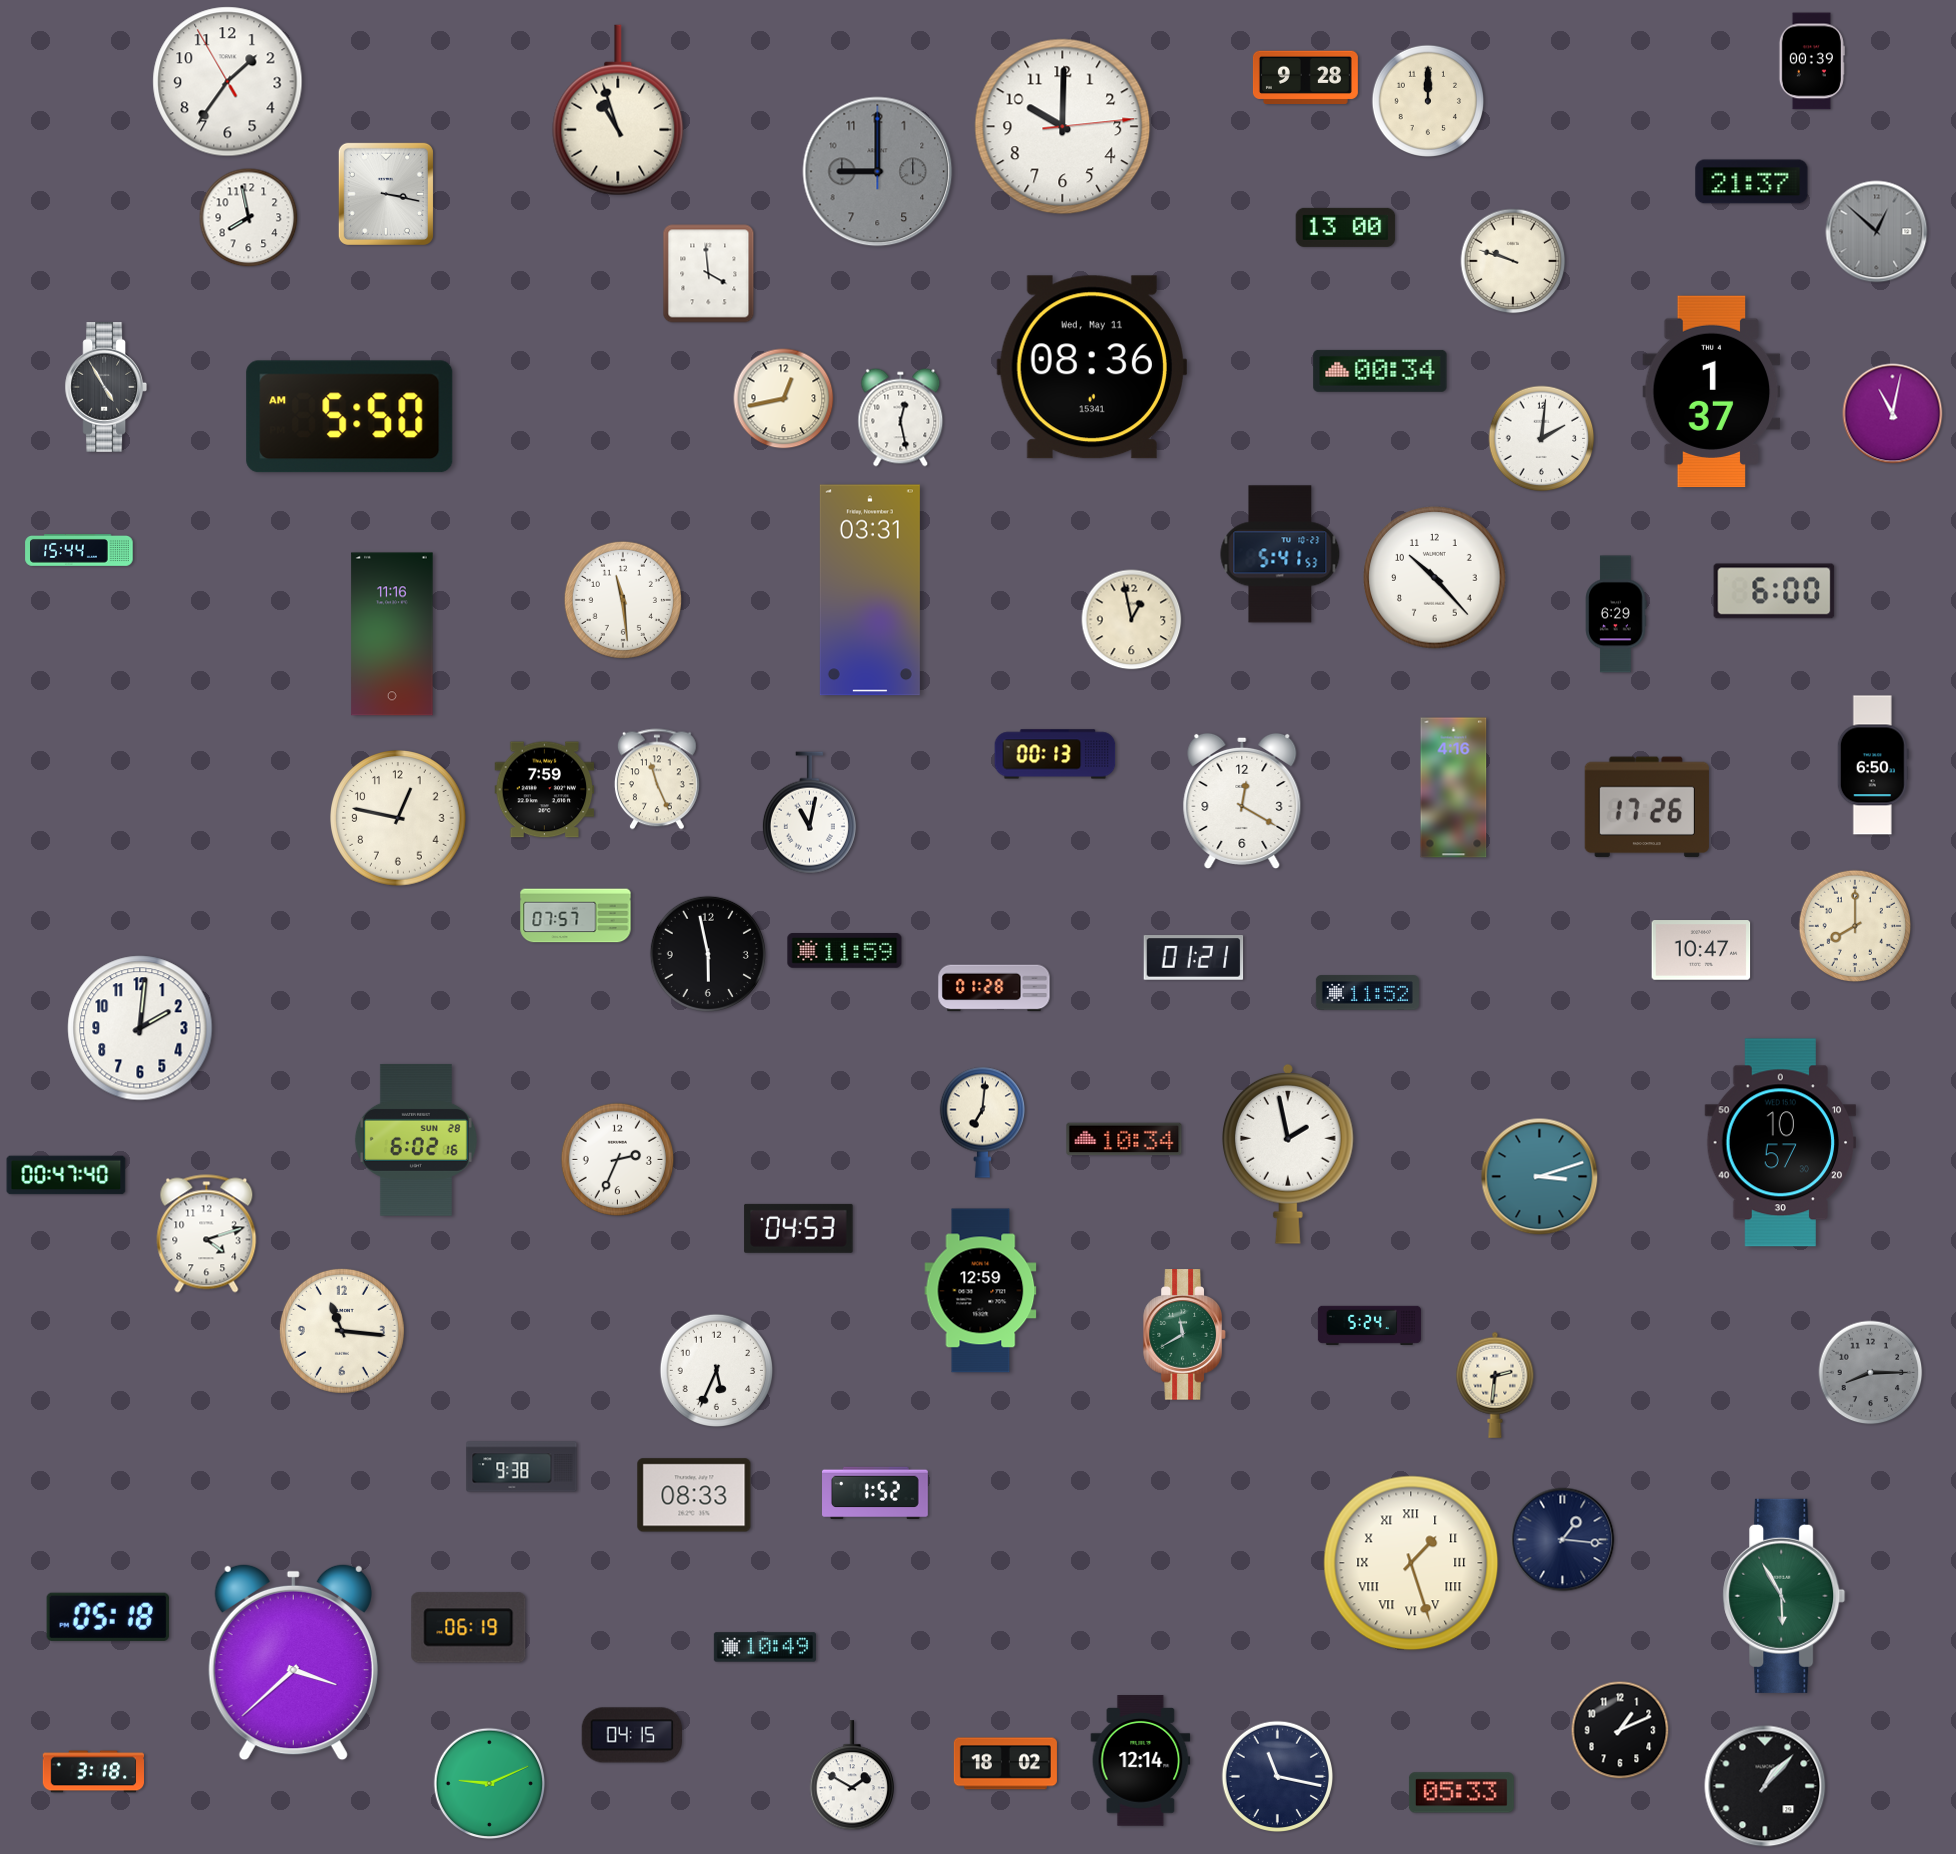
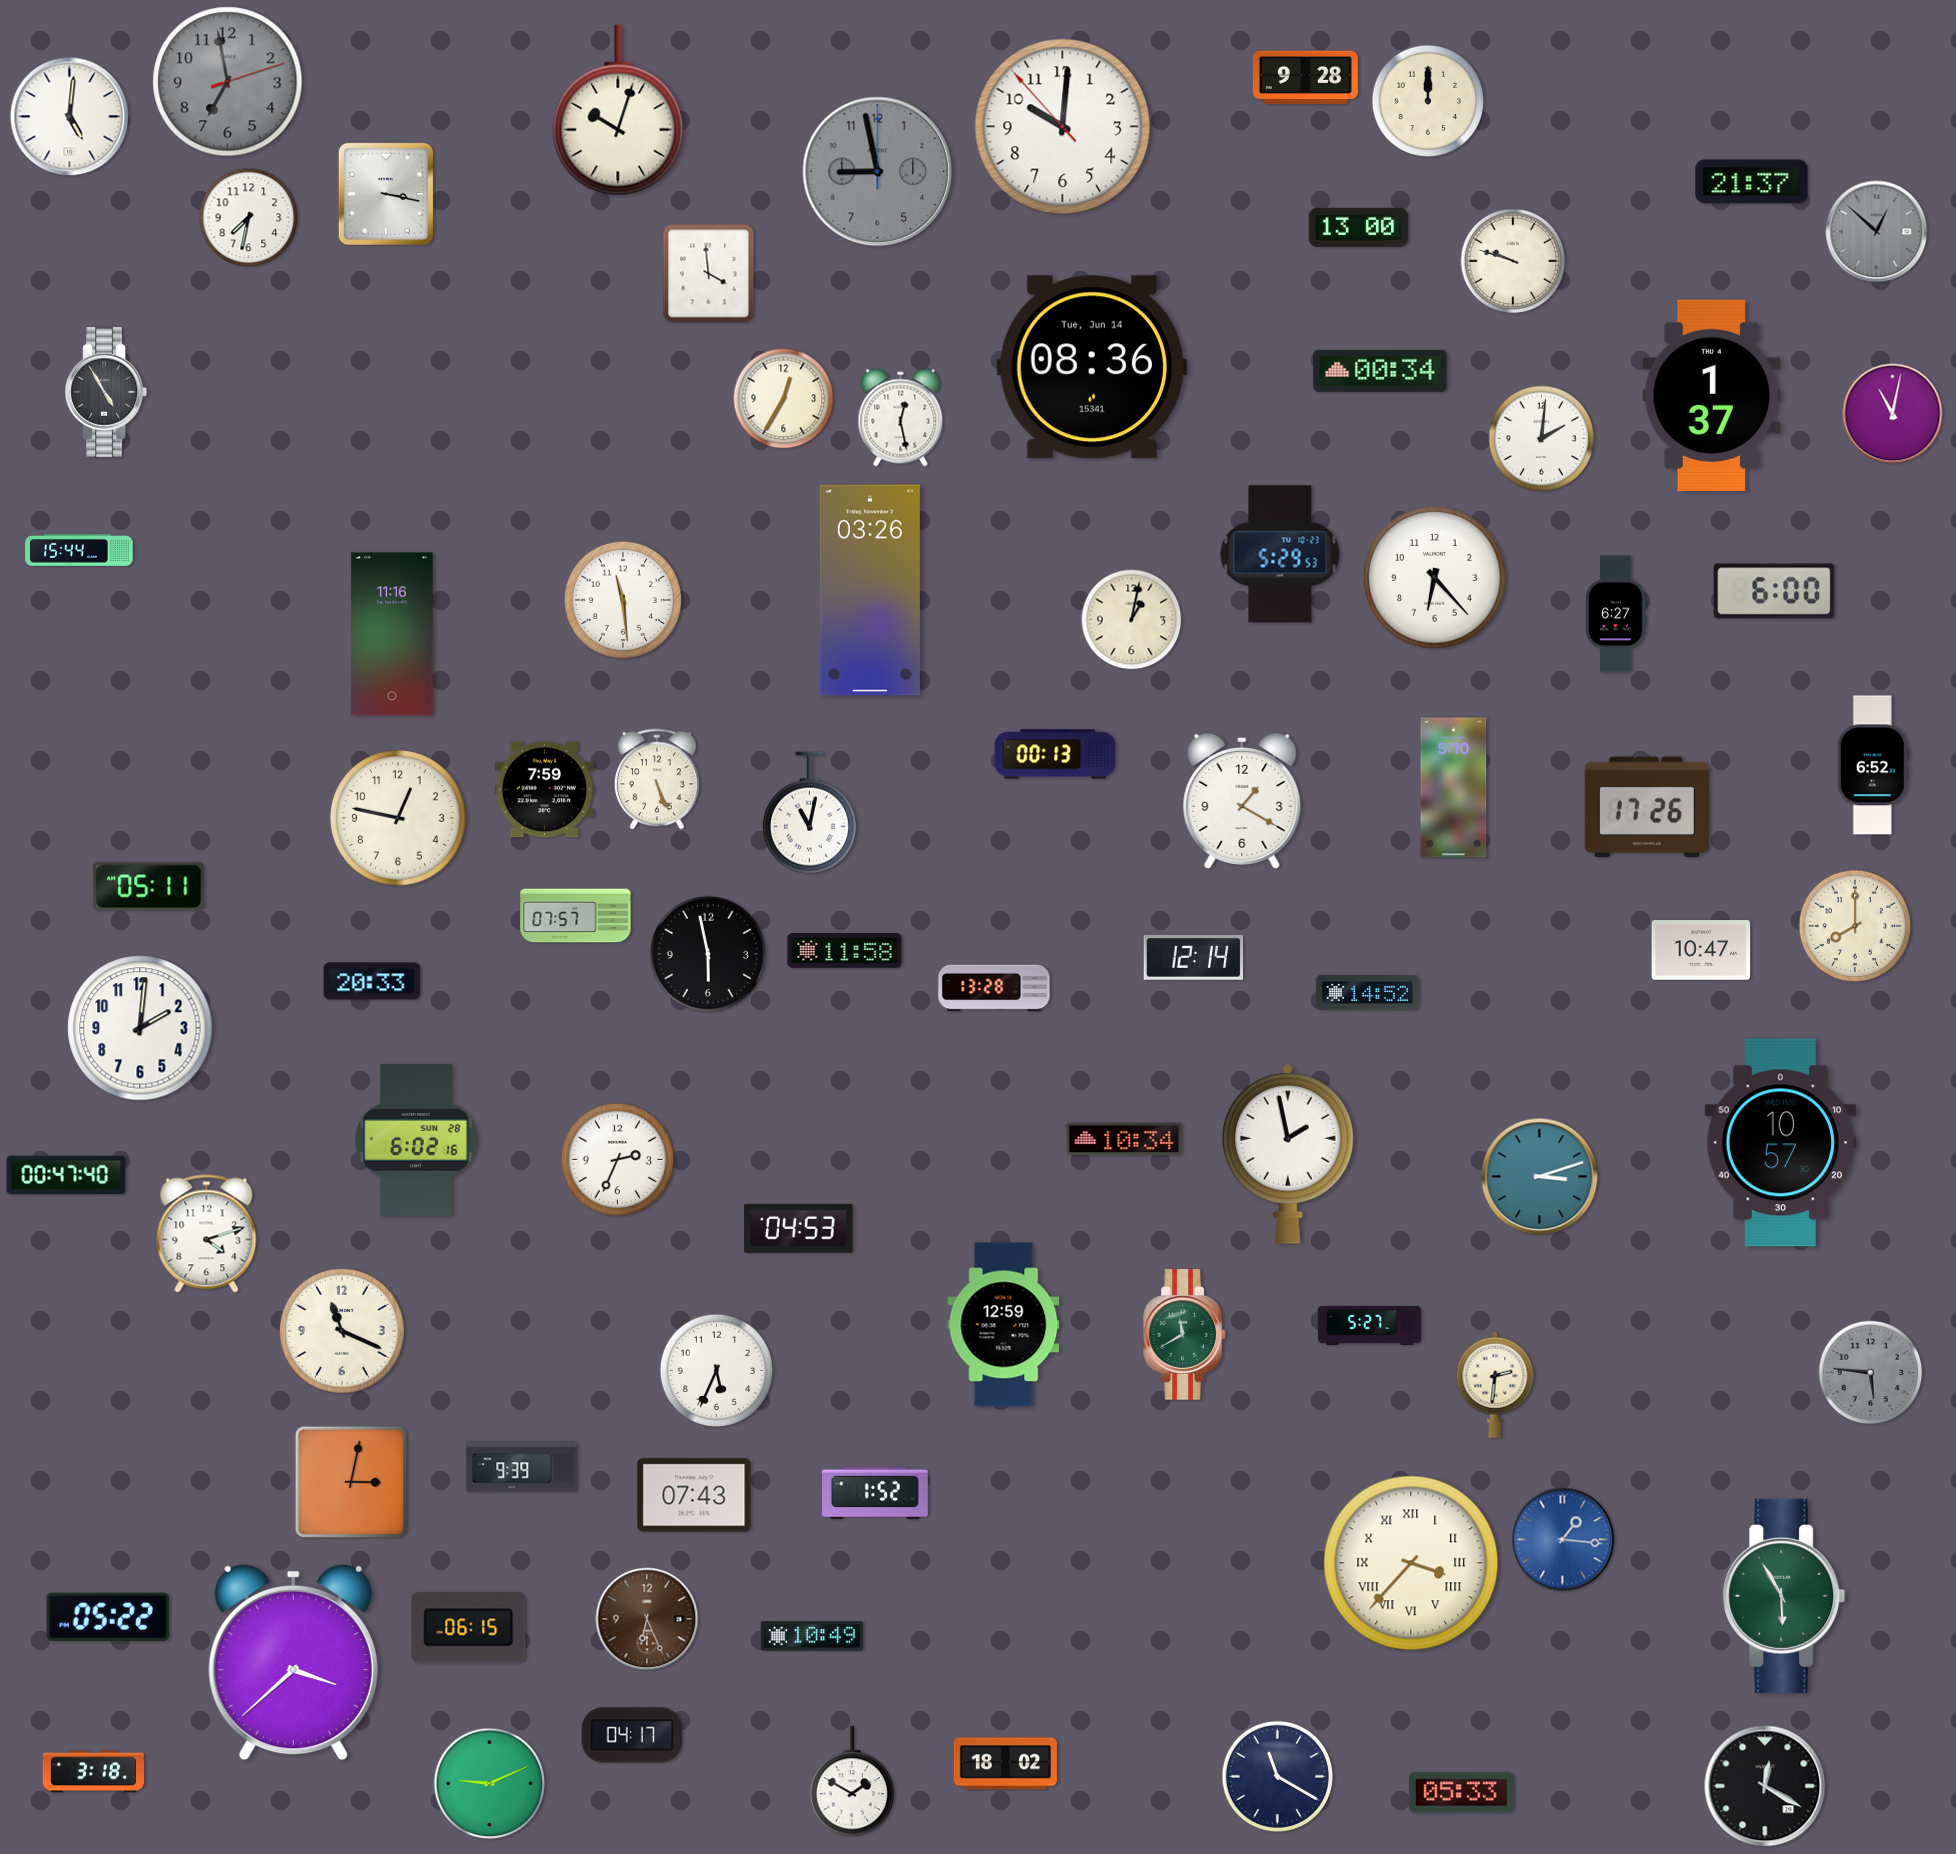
clock at (1812, 61): 00:39 -> none
clock at (228, 82): 1:35 -> 6:58
clock at (228, 82) dial: white -> grey
clock at (618, 110): 10:57 -> 10:03
clock at (70, 117): none -> 5:01
clock at (1063, 127): 10:00:14 -> 10:00:53
clock at (878, 172): 9:00 -> 8:58
clock at (249, 218): 7:58 -> 7:32
clock at (1346, 227) position: (1346, 227) -> (1359, 227)
clock at (1091, 367) date: Wed, May 11 -> Tue, Jun 14
clock at (105, 388) position: (105, 388) -> (105, 393)
clock at (1712, 392) position: (1712, 392) -> (1712, 396)
clock at (784, 399): 12:43 -> 12:35
clock at (350, 417): 5:50 -> none
clock at (1280, 554): 5:41 -> 5:29
clock at (1435, 578): 10:23 -> 6:23
clock at (870, 590): 03:31 -> 03:26
clock at (1616, 614): 6:29 -> 6:27
clock at (1132, 620): 12:58 -> 1:02
clock at (1873, 765): 6:50 -> 6:52
clock at (657, 779): 11:26 -> 5:26
clock at (1454, 788): 4:16 -> 5:10
clock at (1242, 800): 12:20 -> 1:20
clock at (149, 887): none -> 05:11
clock at (845, 951): 11:59 -> 11:58
clock at (1194, 958): 01:21 -> 12:14
clock at (372, 981): none -> 20:33
clock at (994, 988): 01:28 -> 13:28
clock at (1367, 993): 11:52 -> 14:52
clock at (982, 1122): 7:01 -> none
clock at (981, 1291) position: (981, 1291) -> (1004, 1325)
clock at (1369, 1325): 5:24 -> 5:27
clock at (342, 1331): 11:16 -> 11:19
clock at (1871, 1373): 8:15 -> 5:46
clock at (522, 1467): 9:38 -> 9:39
clock at (350, 1481): none -> 3:02
clock at (694, 1495): 08:33 -> 07:43
clock at (1563, 1540) dial: navy -> blue
clock at (1411, 1563): 1:27 -> 3:37
clock at (108, 1617): 05:18 -> 05:22
clock at (647, 1619): none -> 6:26
clock at (469, 1628): 06:19 -> 06:15
clock at (765, 1647) position: (765, 1647) -> (812, 1636)
clock at (1620, 1730): 1:11 -> none
clock at (631, 1735): 04:15 -> 04:17
clock at (1141, 1761): 12:14 -> none
clock at (851, 1776) position: (851, 1776) -> (851, 1782)
clock at (1278, 1777): 11:17 -> 11:20
clock at (1765, 1786): 1:07 -> 12:20
